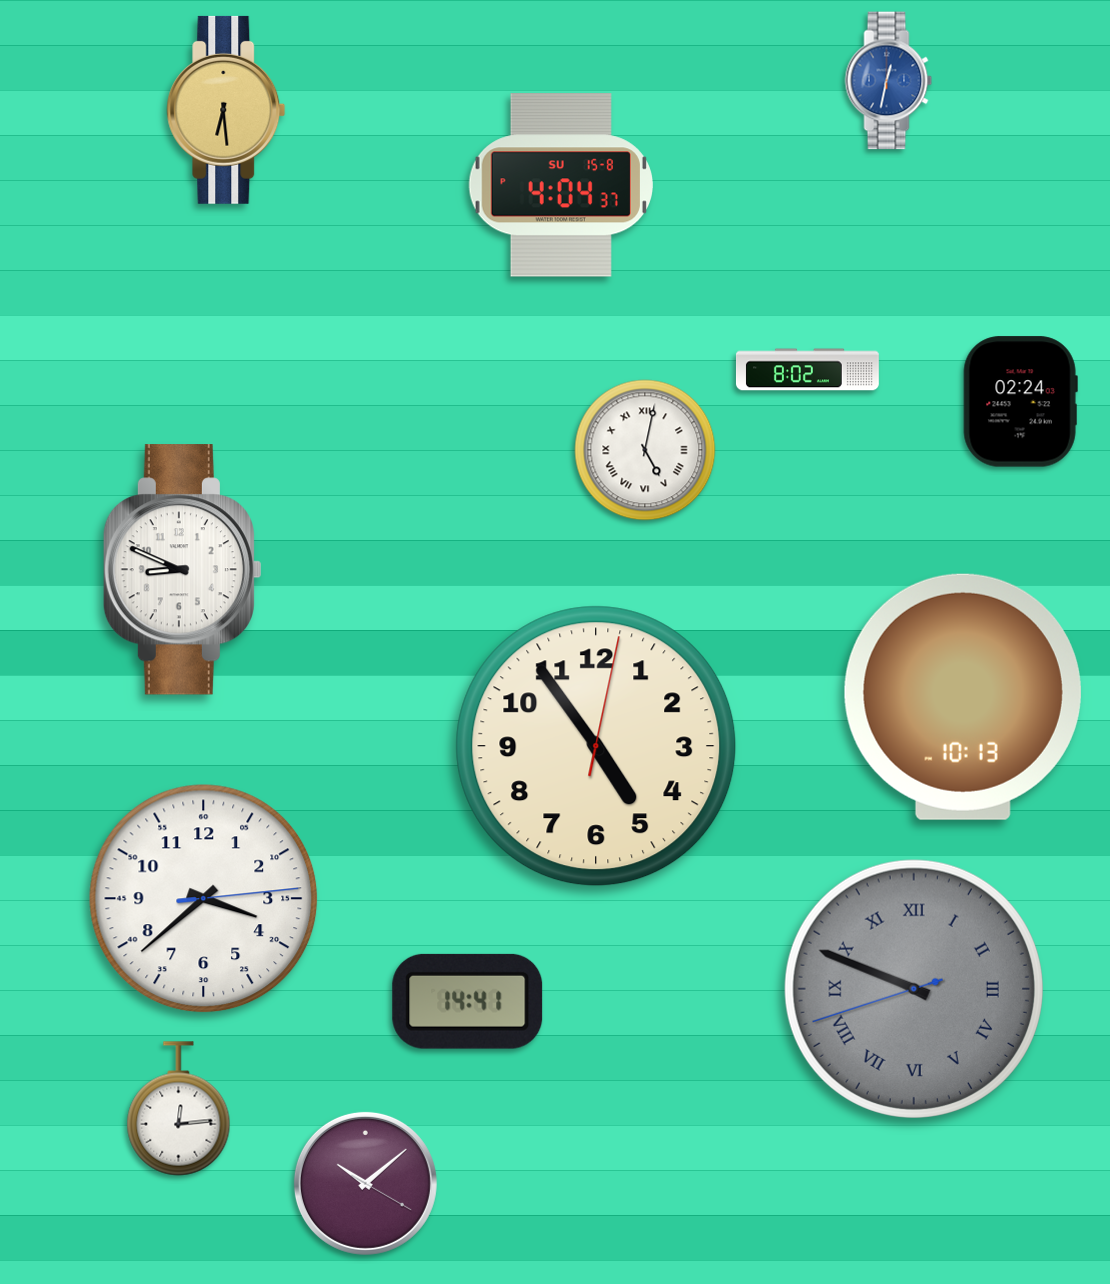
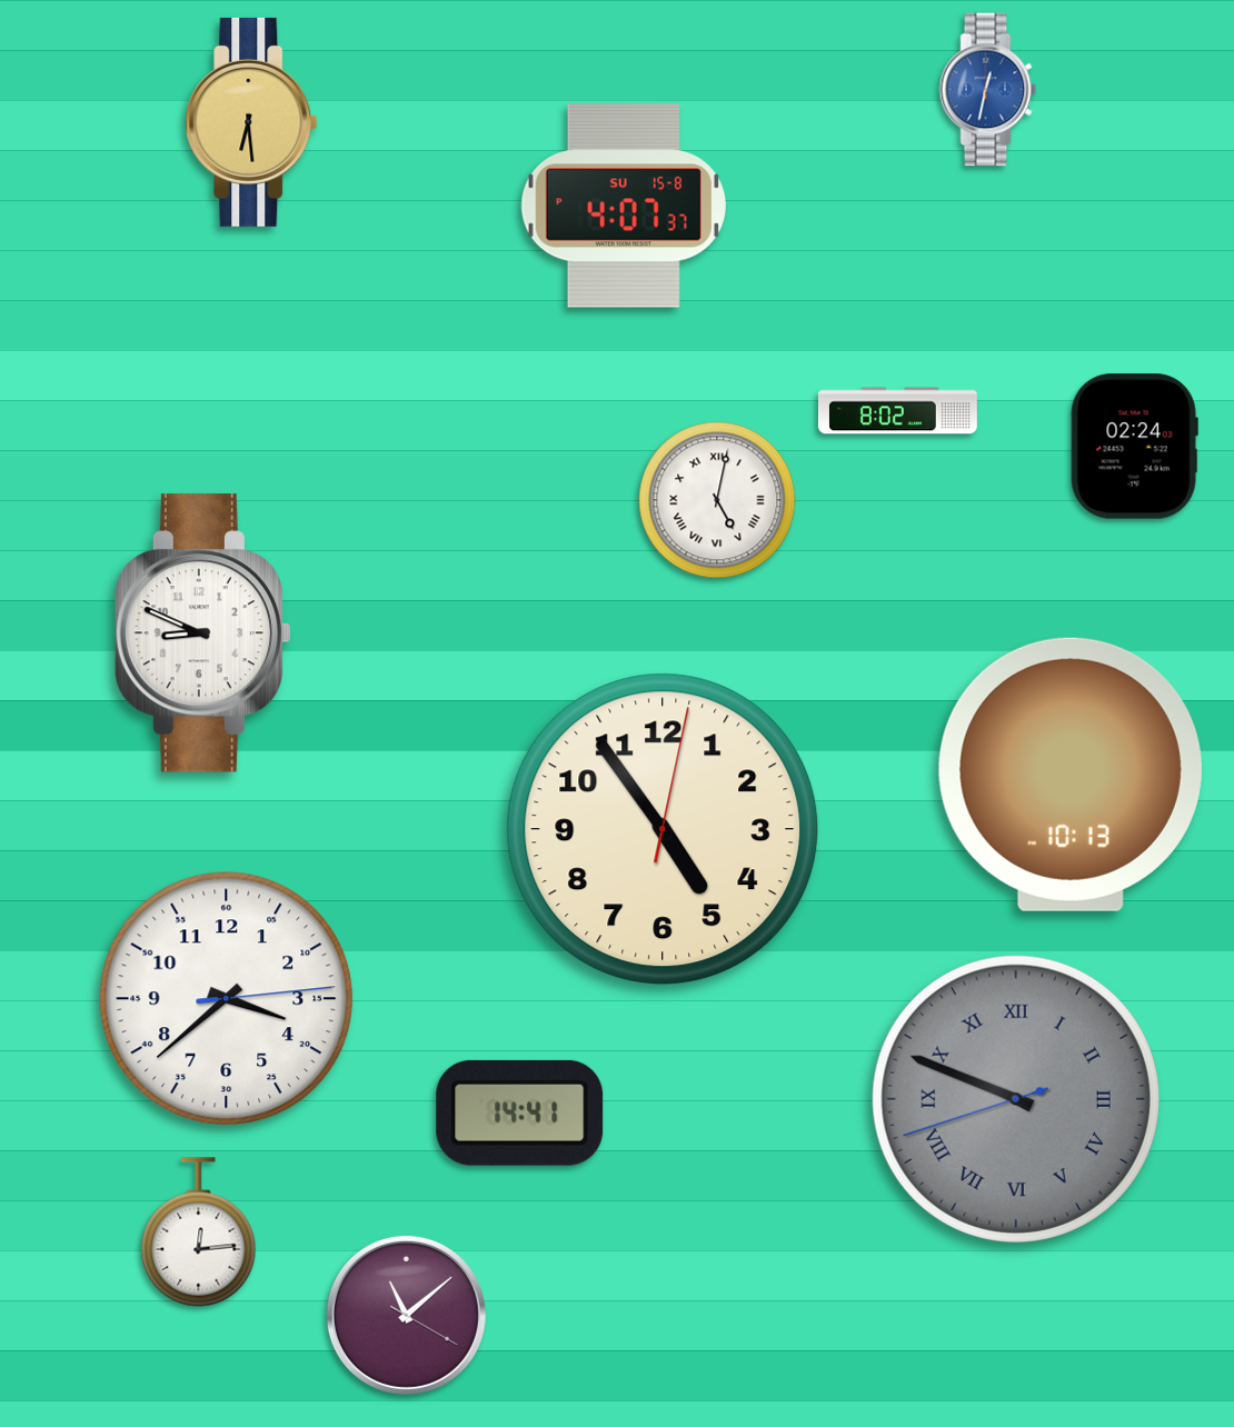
clock at (561, 185): 4:04 -> 4:07
clock at (365, 1183): 10:08 -> 11:08
